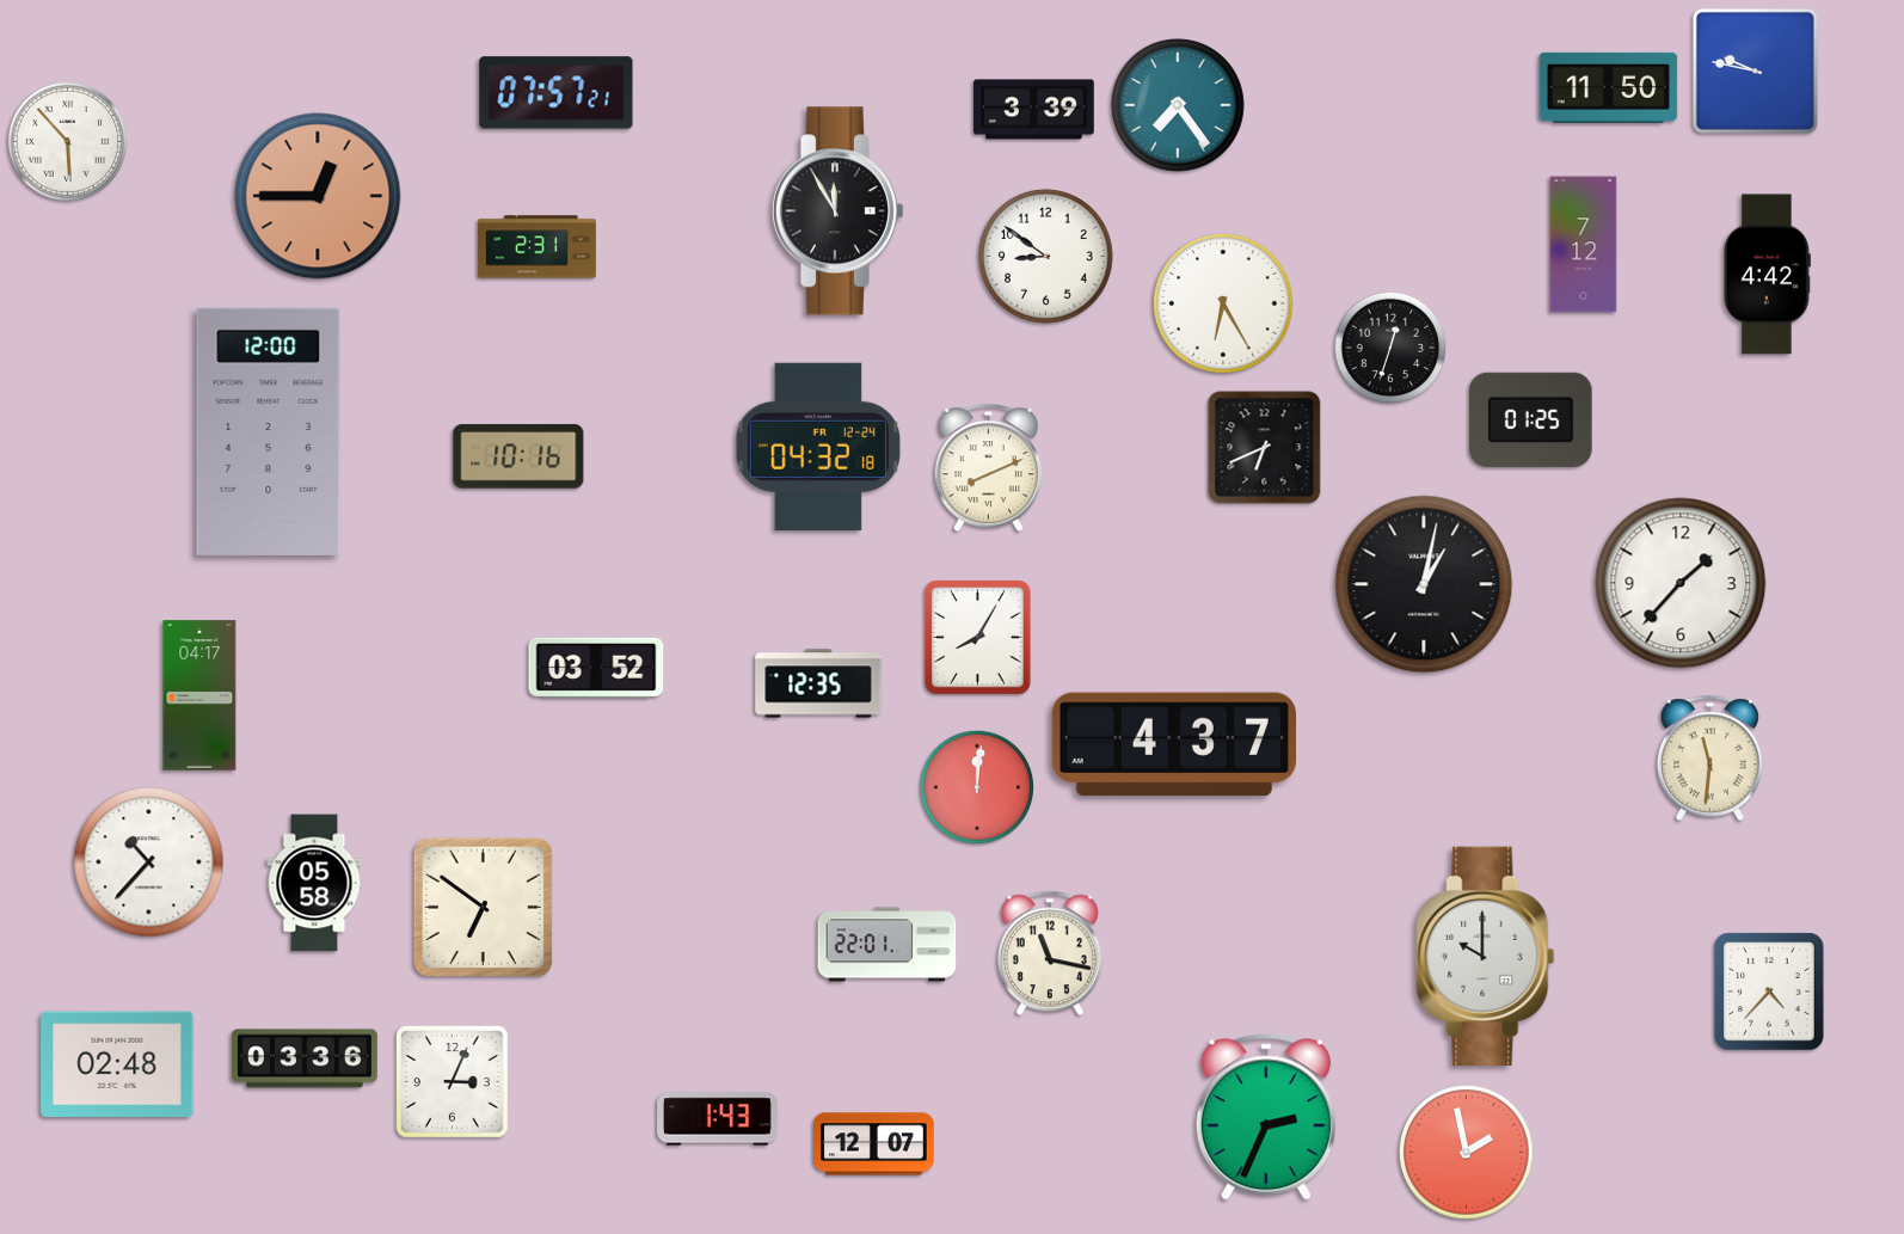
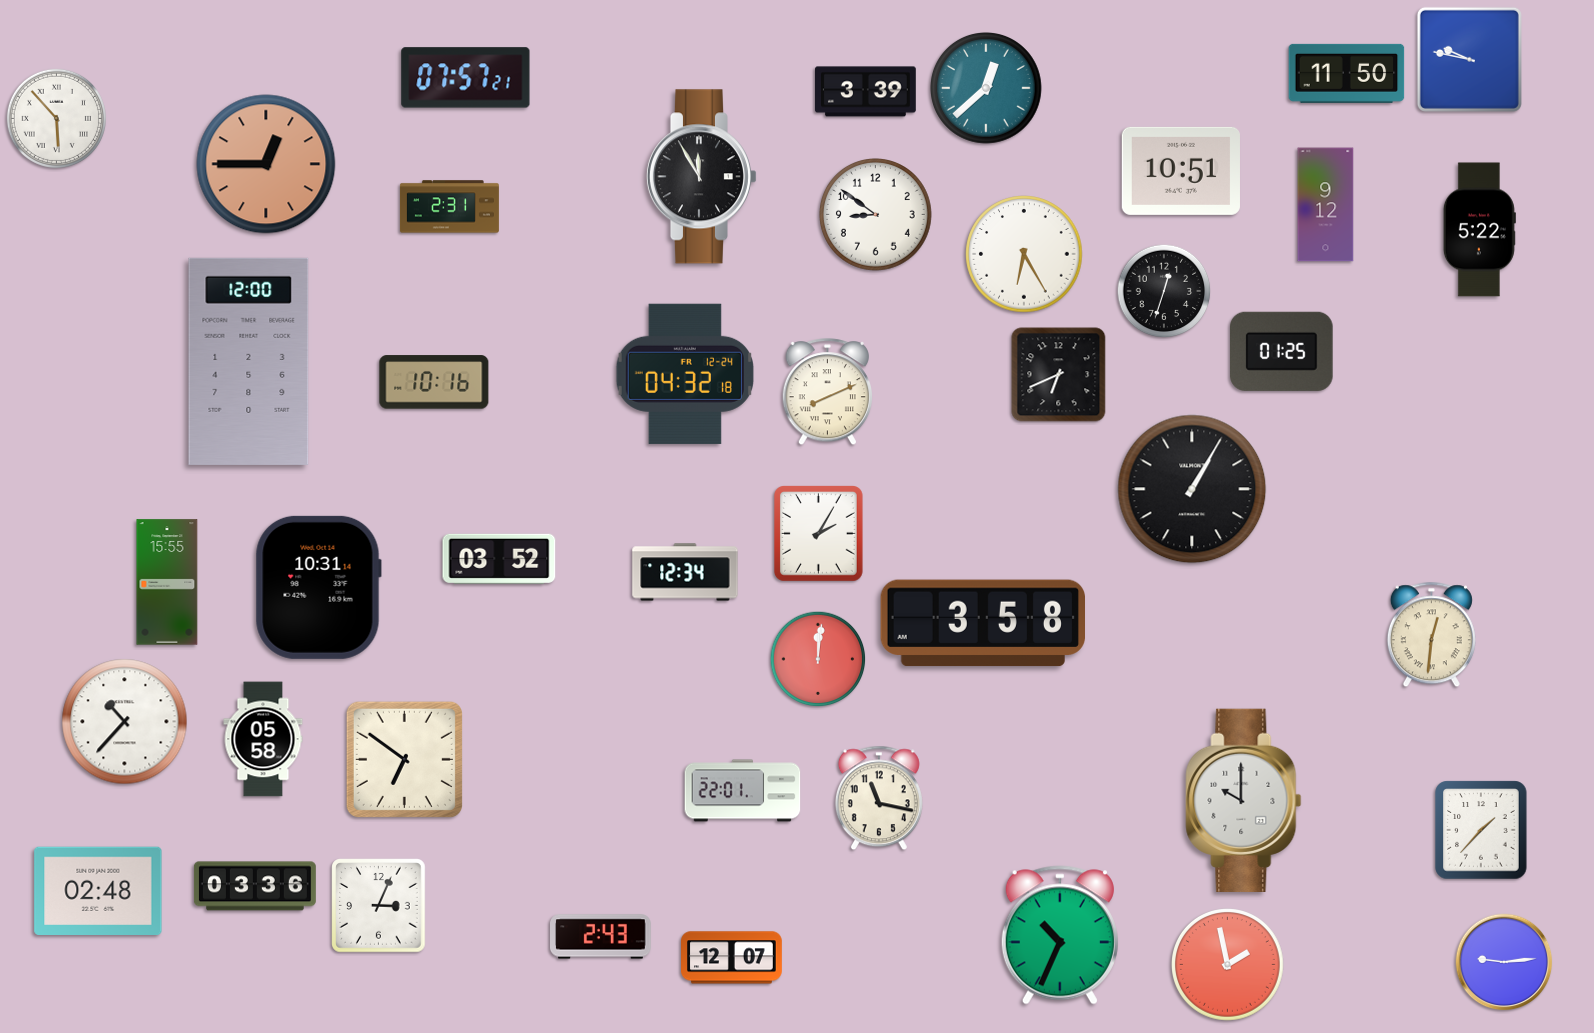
clock at (1179, 106): 7:24 -> 12:38
clock at (1181, 171): none -> 10:51
clock at (1584, 245): 7:12 -> 9:12
clock at (1767, 275): 4:42 -> 5:22
clock at (269, 431) position: (269, 431) -> (249, 361)
clock at (1681, 583): 1:37 -> none
clock at (1424, 584): 1:02 -> 1:05
clock at (978, 638): 8:05 -> 2:05
clock at (818, 683): 12:35 -> 12:34
clock at (199, 695): 04:17 -> 15:55
clock at (318, 587): none -> 10:31
clock at (1173, 744): 4:37 -> 3:58
clock at (1709, 759): 11:31 -> 12:31
clock at (1769, 992): 4:37 -> 1:37
clock at (1266, 1117): 2:34 -> 10:34
clock at (718, 1119): 1:43 -> 2:43
clock at (1504, 962): none -> 9:14
